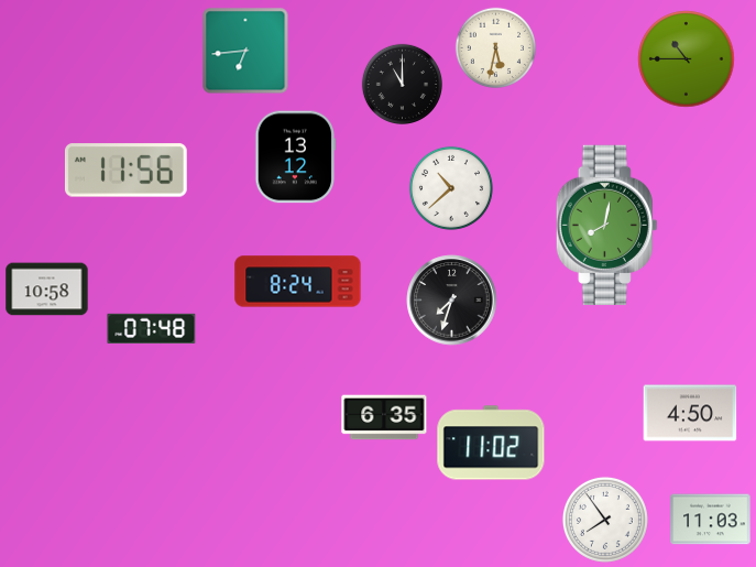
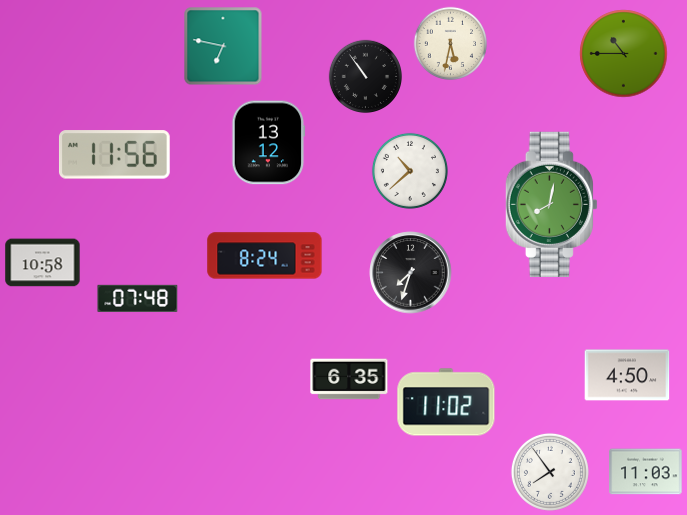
clock at (245, 51): 6:44 -> 6:47
clock at (402, 84): 11:00 -> 10:54
clock at (298, 282) position: (298, 282) -> (265, 256)
